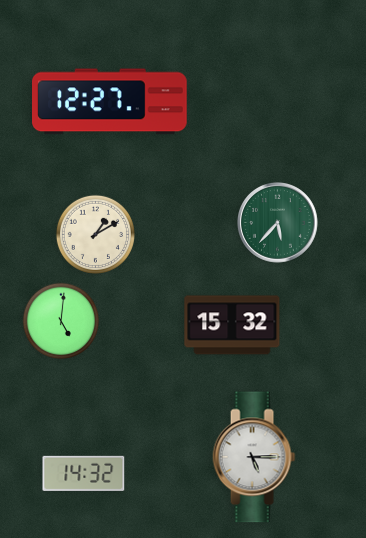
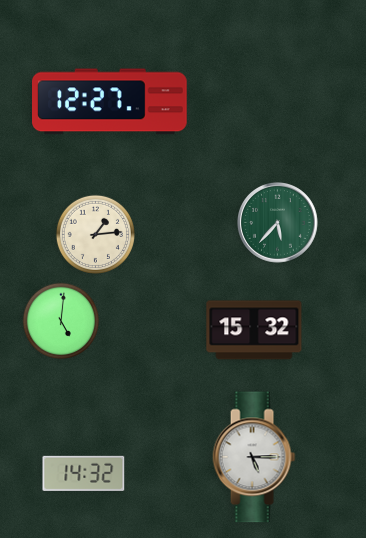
clock at (95, 234): 1:10 -> 1:14
clock at (232, 325) position: (232, 325) -> (254, 330)
